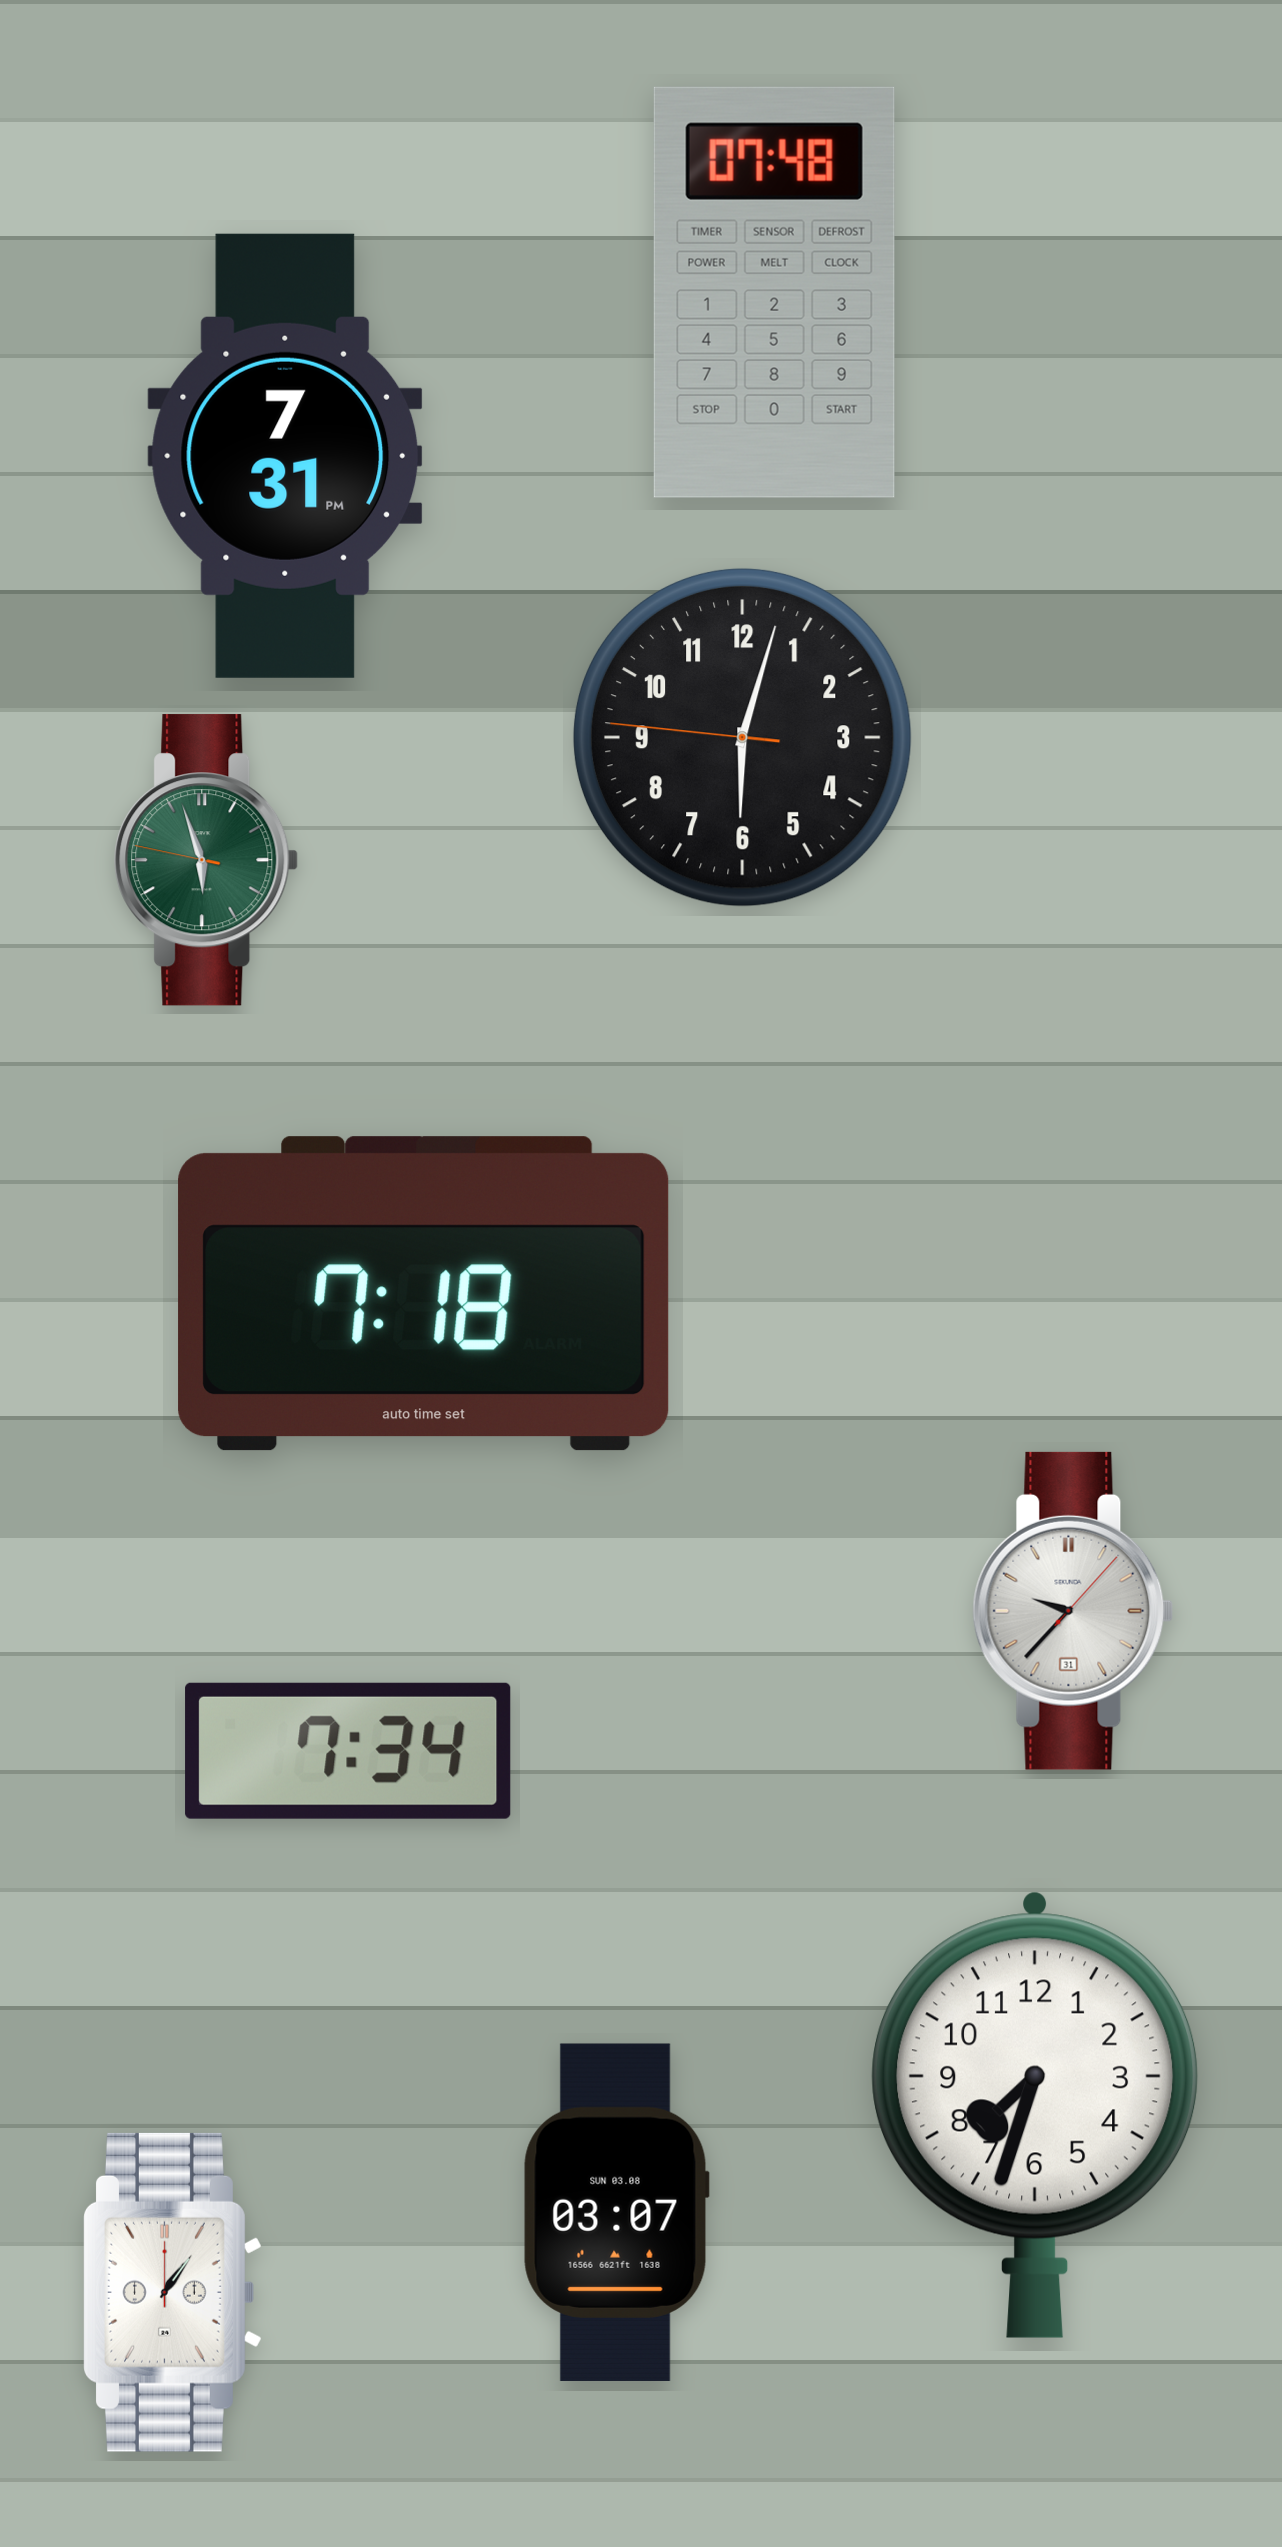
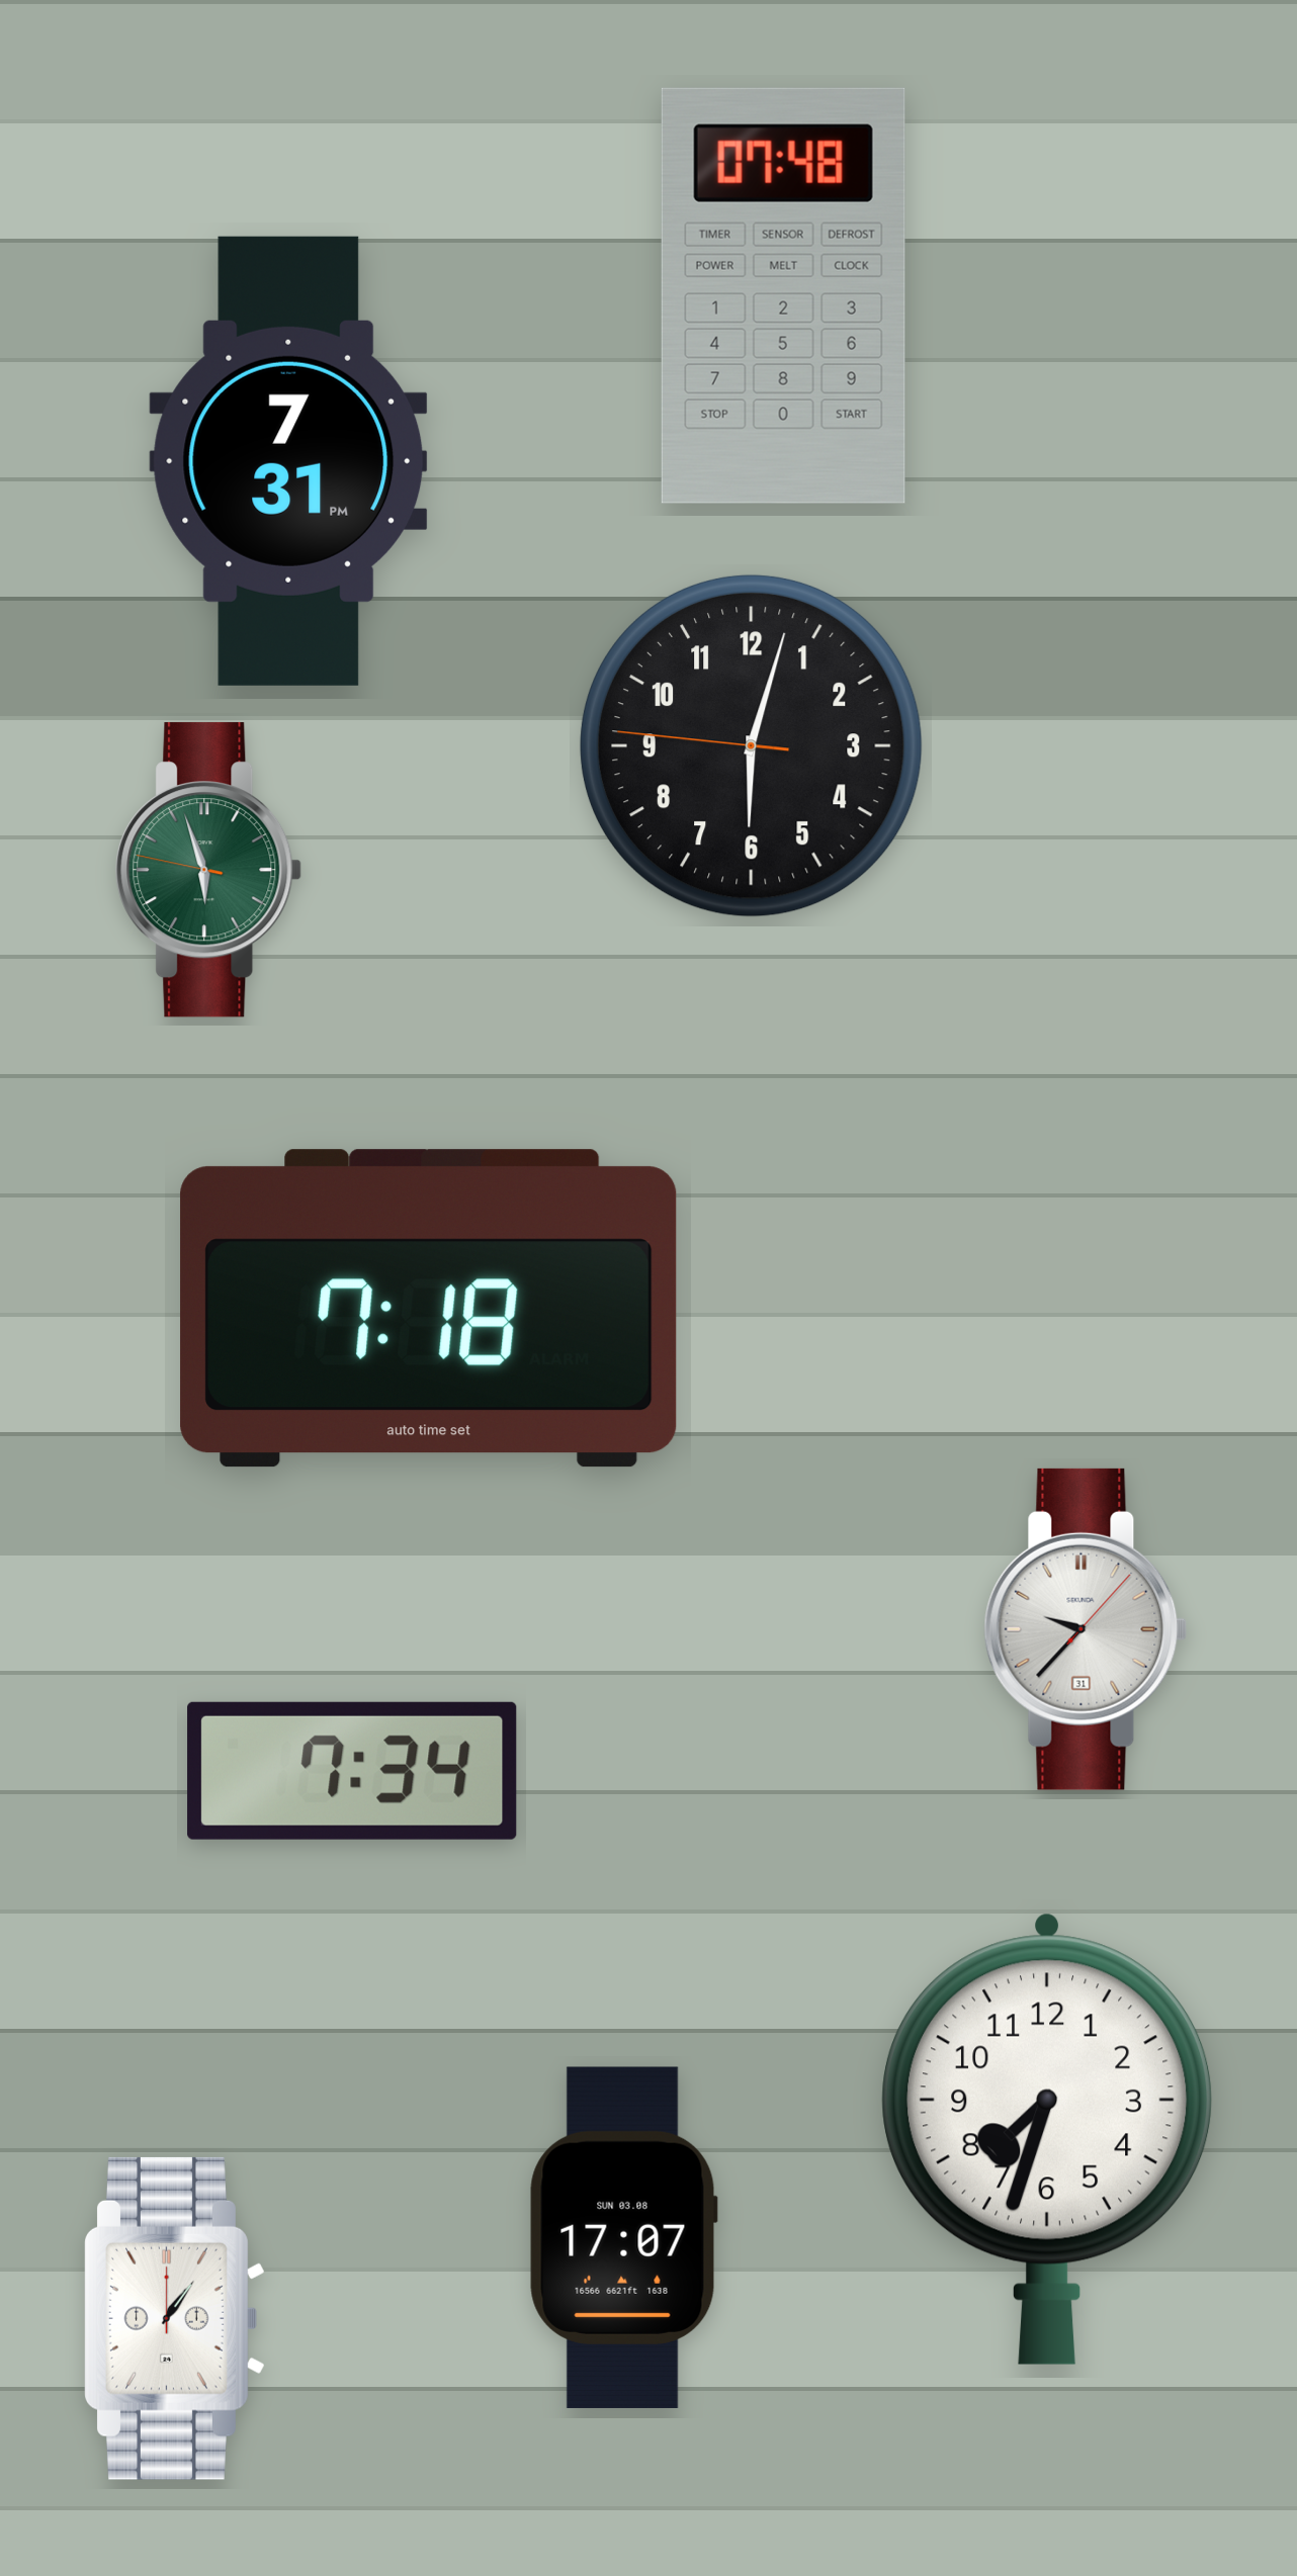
clock at (616, 2212): 03:07 -> 17:07
